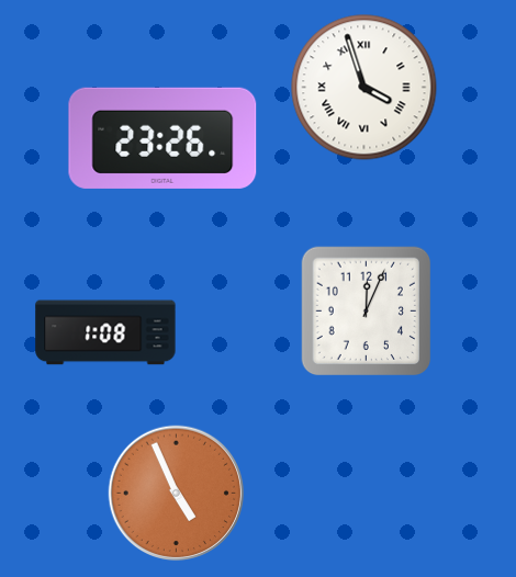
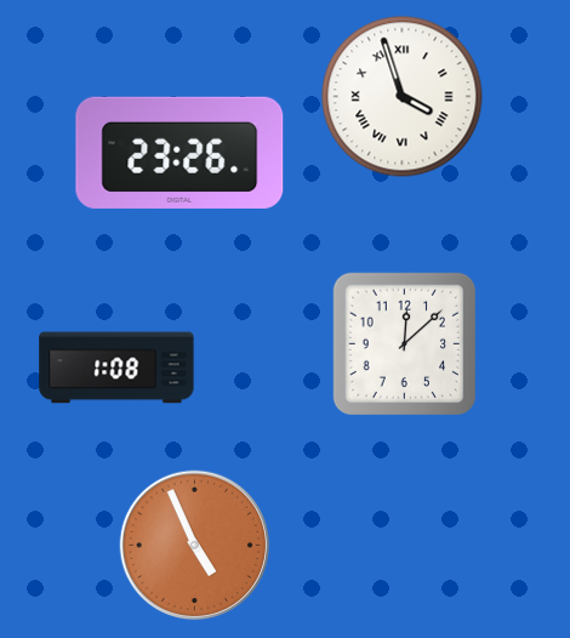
clock at (367, 312): 12:04 -> 12:08
